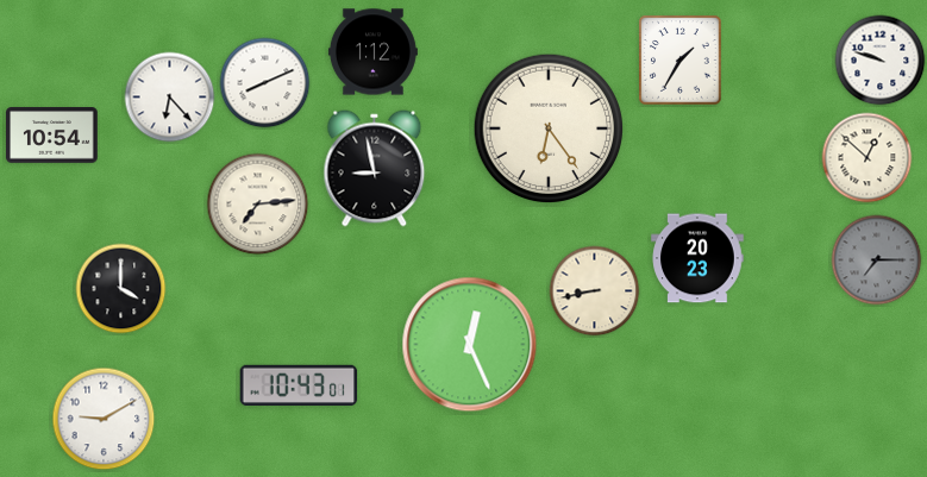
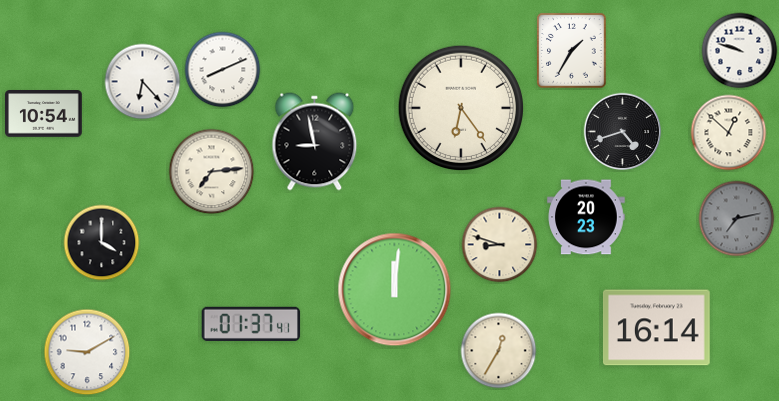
clock at (372, 52): 1:12 -> none
clock at (623, 132): none -> 4:42
clock at (258, 205) position: (258, 205) -> (212, 172)
clock at (877, 261): 7:15 -> 7:13
clock at (595, 291): 8:43 -> 8:48
clock at (470, 345): 12:26 -> 12:01
clock at (299, 385): 10:43 -> 01:37
clock at (656, 328): none -> 16:14
clock at (499, 351): none -> 12:35
